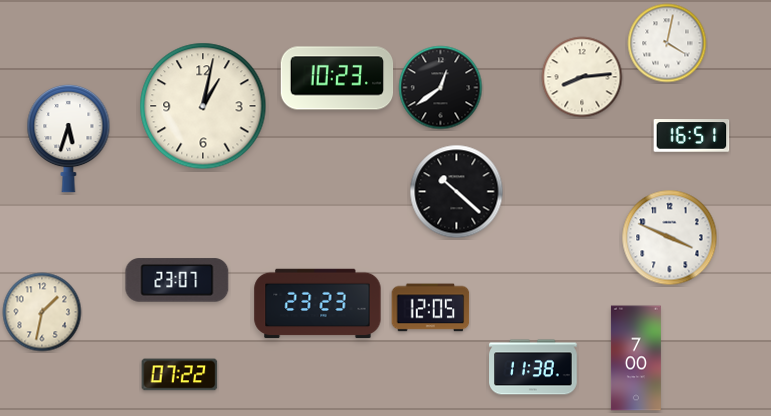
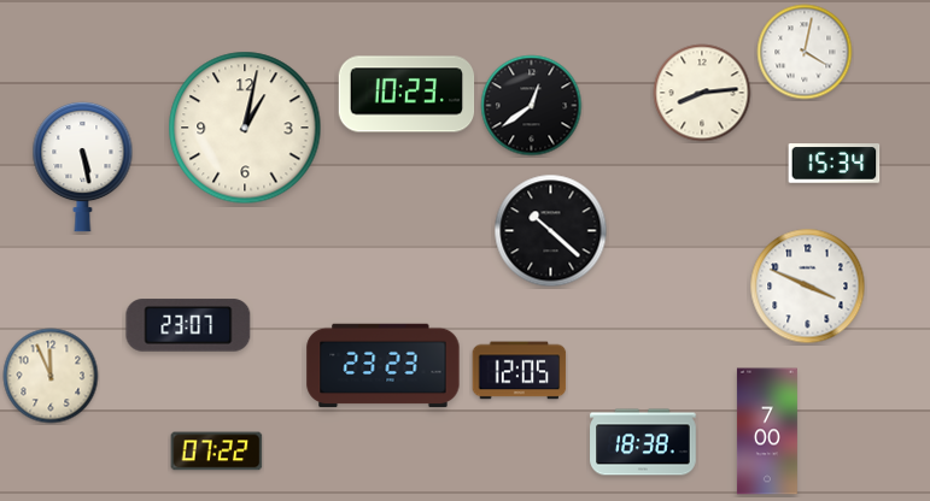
clock at (692, 136): 16:51 -> 15:34
clock at (69, 138): 5:33 -> 5:28
clock at (177, 280) position: (177, 280) -> (188, 325)
clock at (42, 312): 1:32 -> 11:56
clock at (533, 367): 11:38 -> 18:38
